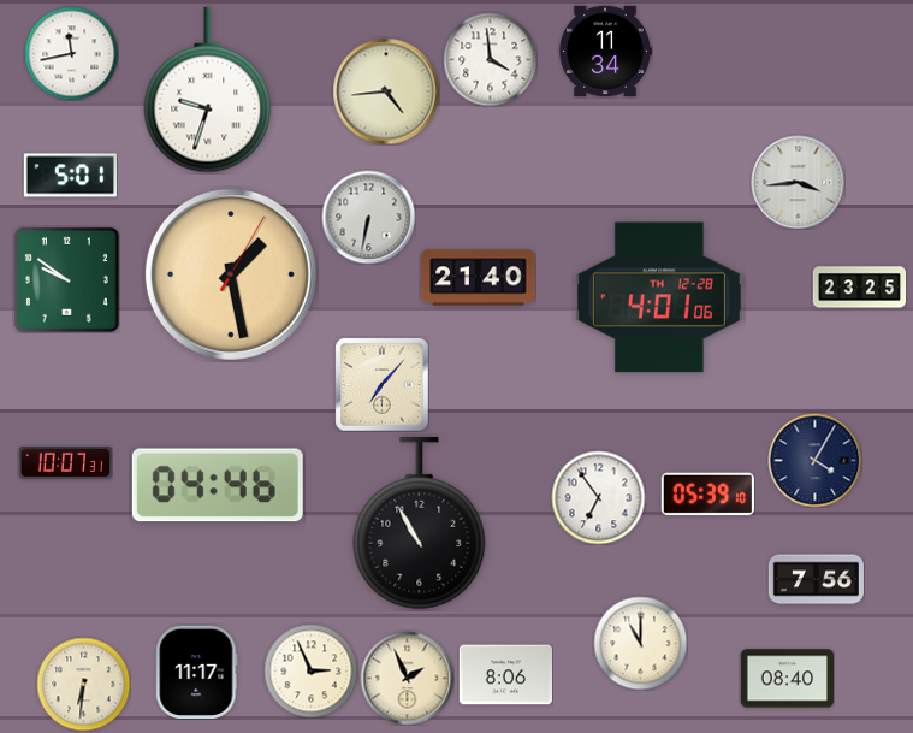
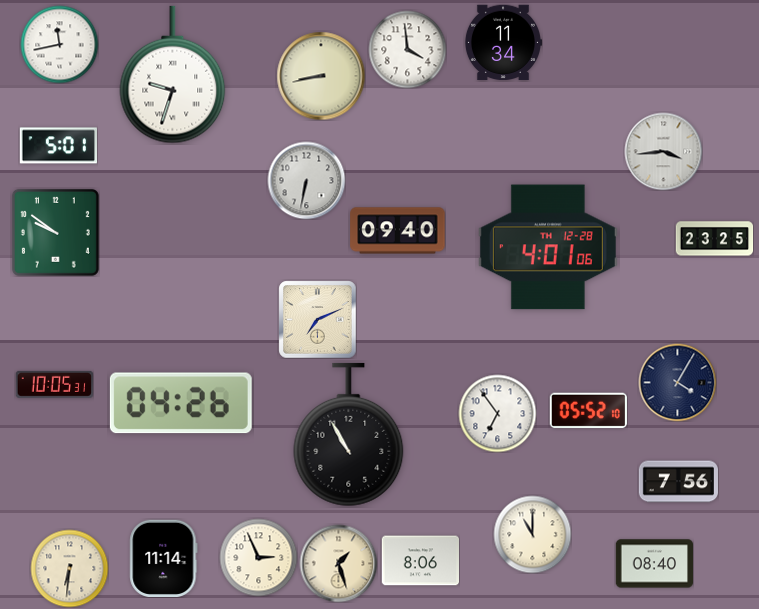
clock at (386, 91): 4:44 -> 8:43
clock at (231, 274): 1:28 -> none
clock at (479, 278): 21:40 -> 09:40
clock at (381, 384): 7:07 -> 7:11
clock at (65, 462): 10:07 -> 10:05
clock at (218, 485): 04:46 -> 04:26
clock at (707, 495): 05:39 -> 05:52
clock at (197, 672): 11:17 -> 11:14
clock at (407, 678): 1:56 -> 1:27
